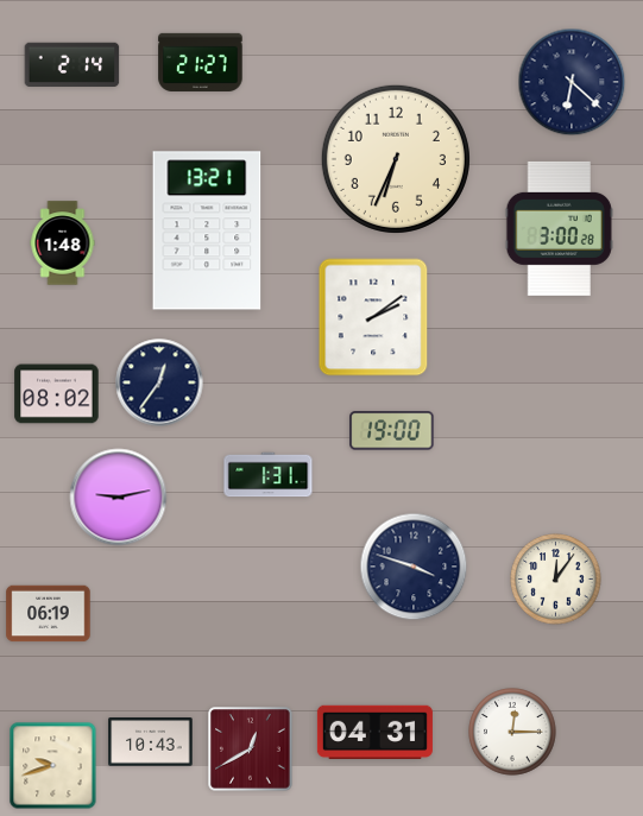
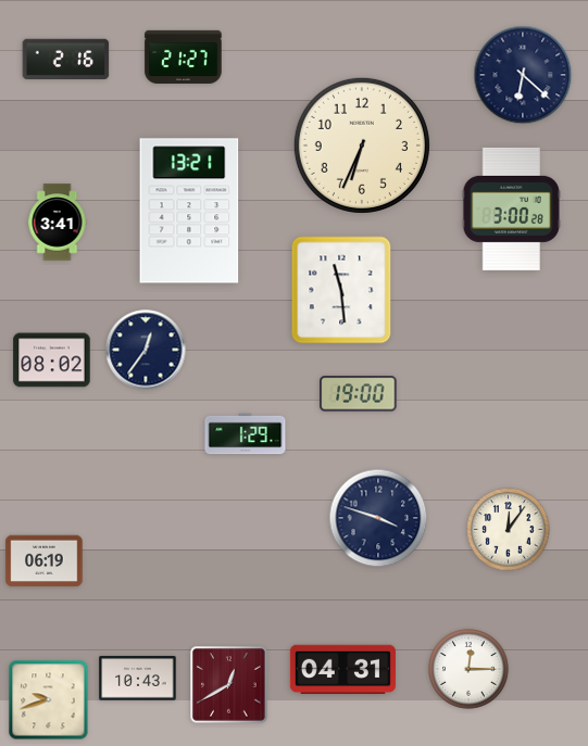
clock at (73, 64): 2:14 -> 2:16
clock at (63, 243): 1:48 -> 3:41
clock at (373, 317): 2:09 -> 11:29
clock at (269, 475): 1:31 -> 1:29
clock at (119, 498): 9:13 -> none
